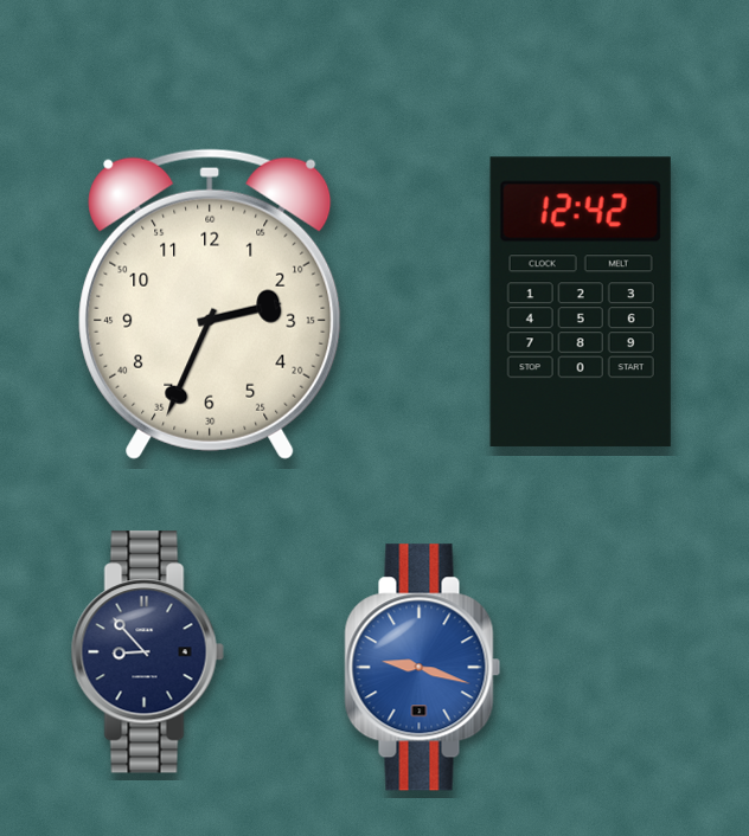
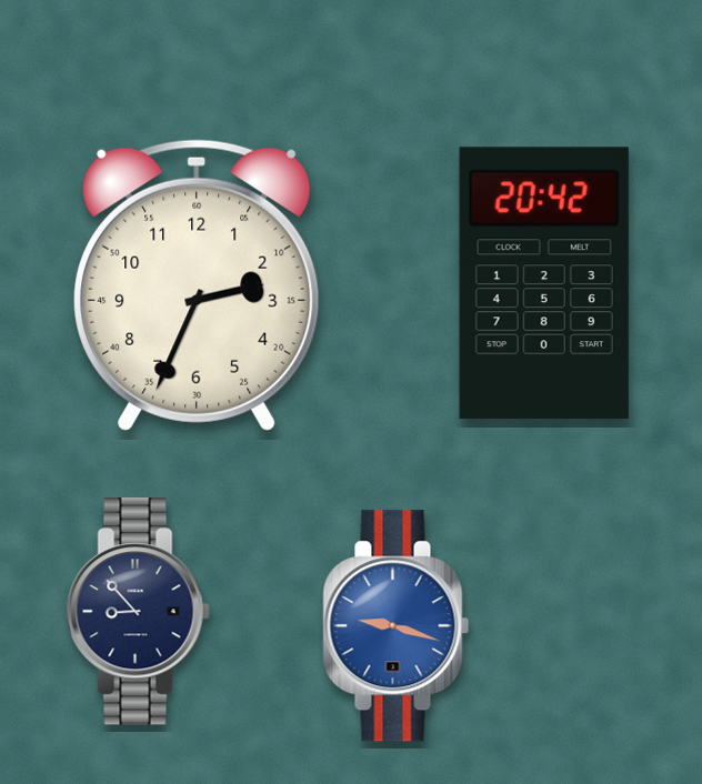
clock at (581, 302): 12:42 -> 20:42
